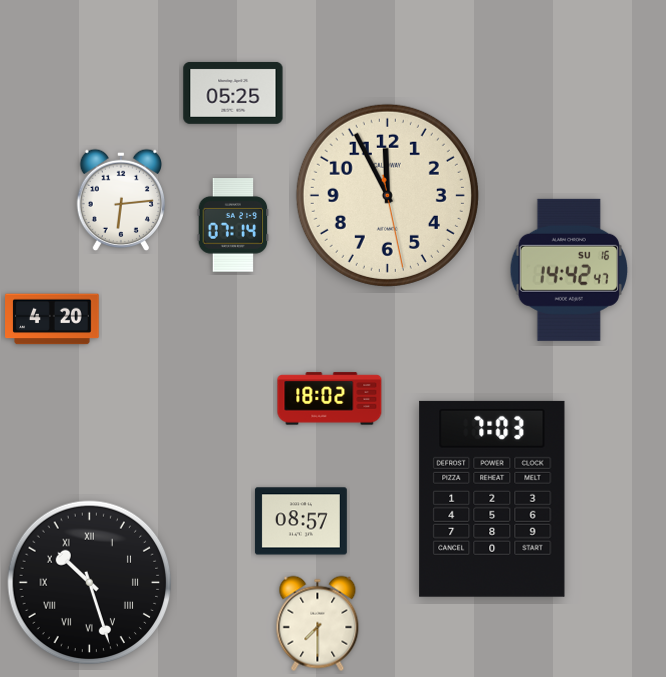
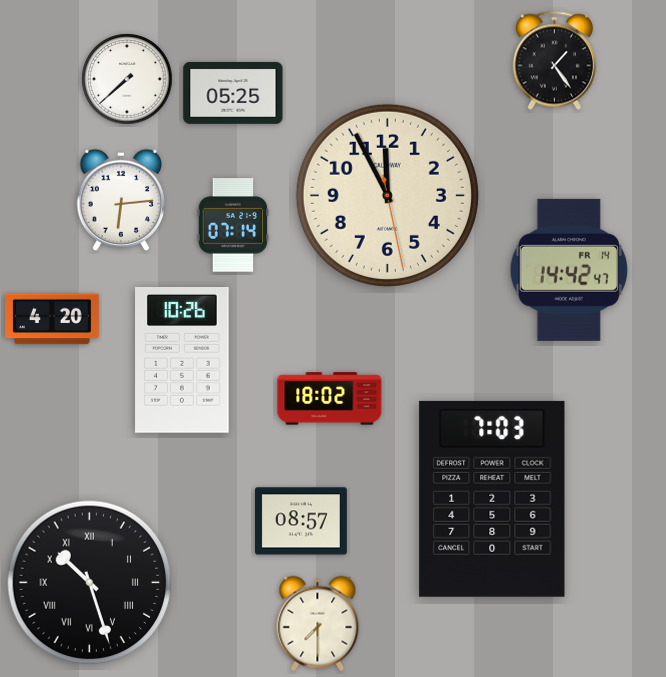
clock at (554, 61): none -> 1:24
clock at (127, 79): none -> 7:38
clock at (568, 270) date: SU 16 -> FR 14
clock at (182, 361): none -> 10:26
